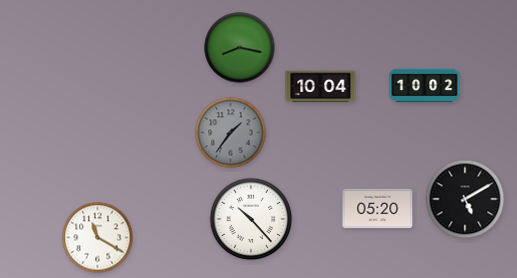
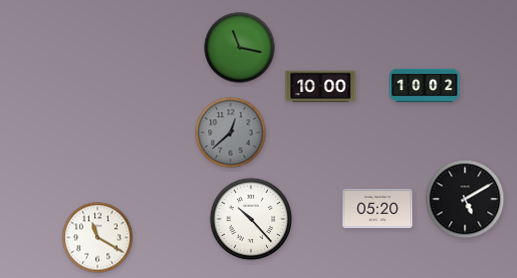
clock at (240, 48): 8:17 -> 11:17
clock at (321, 87): 10:04 -> 10:00
clock at (231, 133): 1:36 -> 12:38
